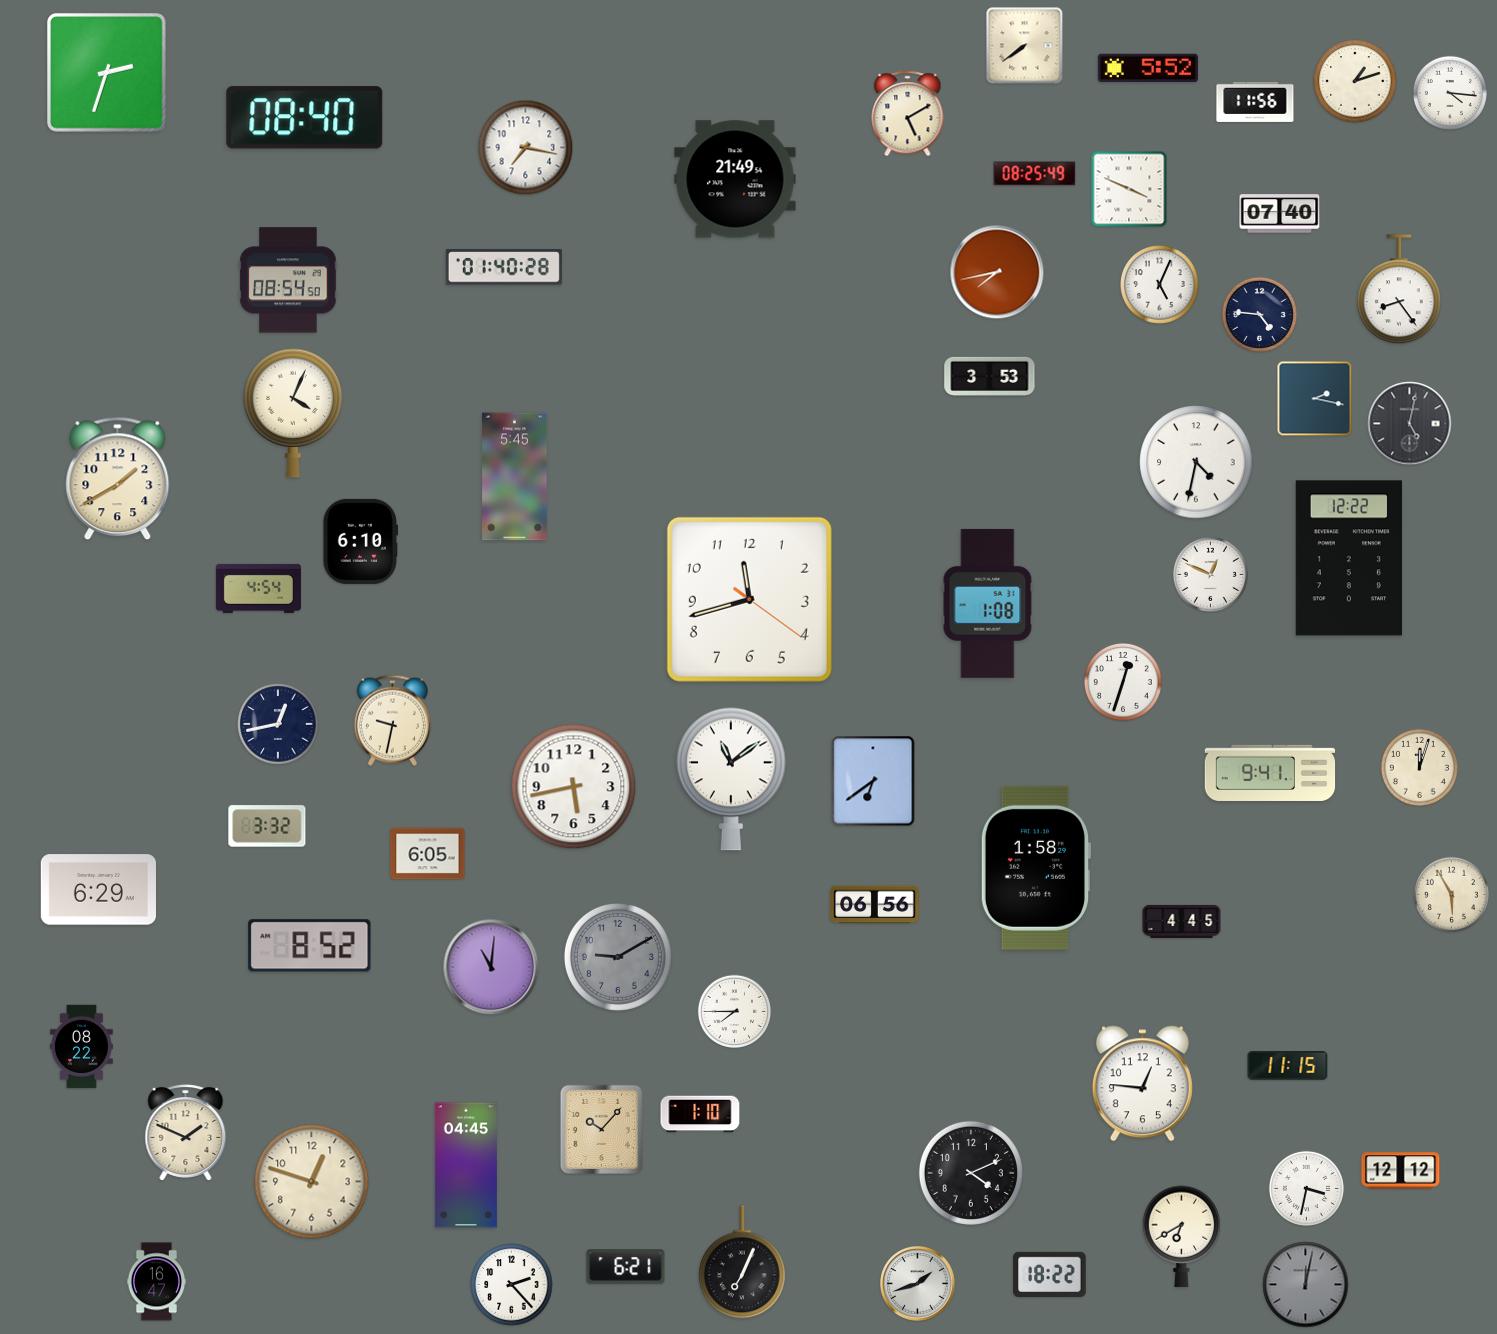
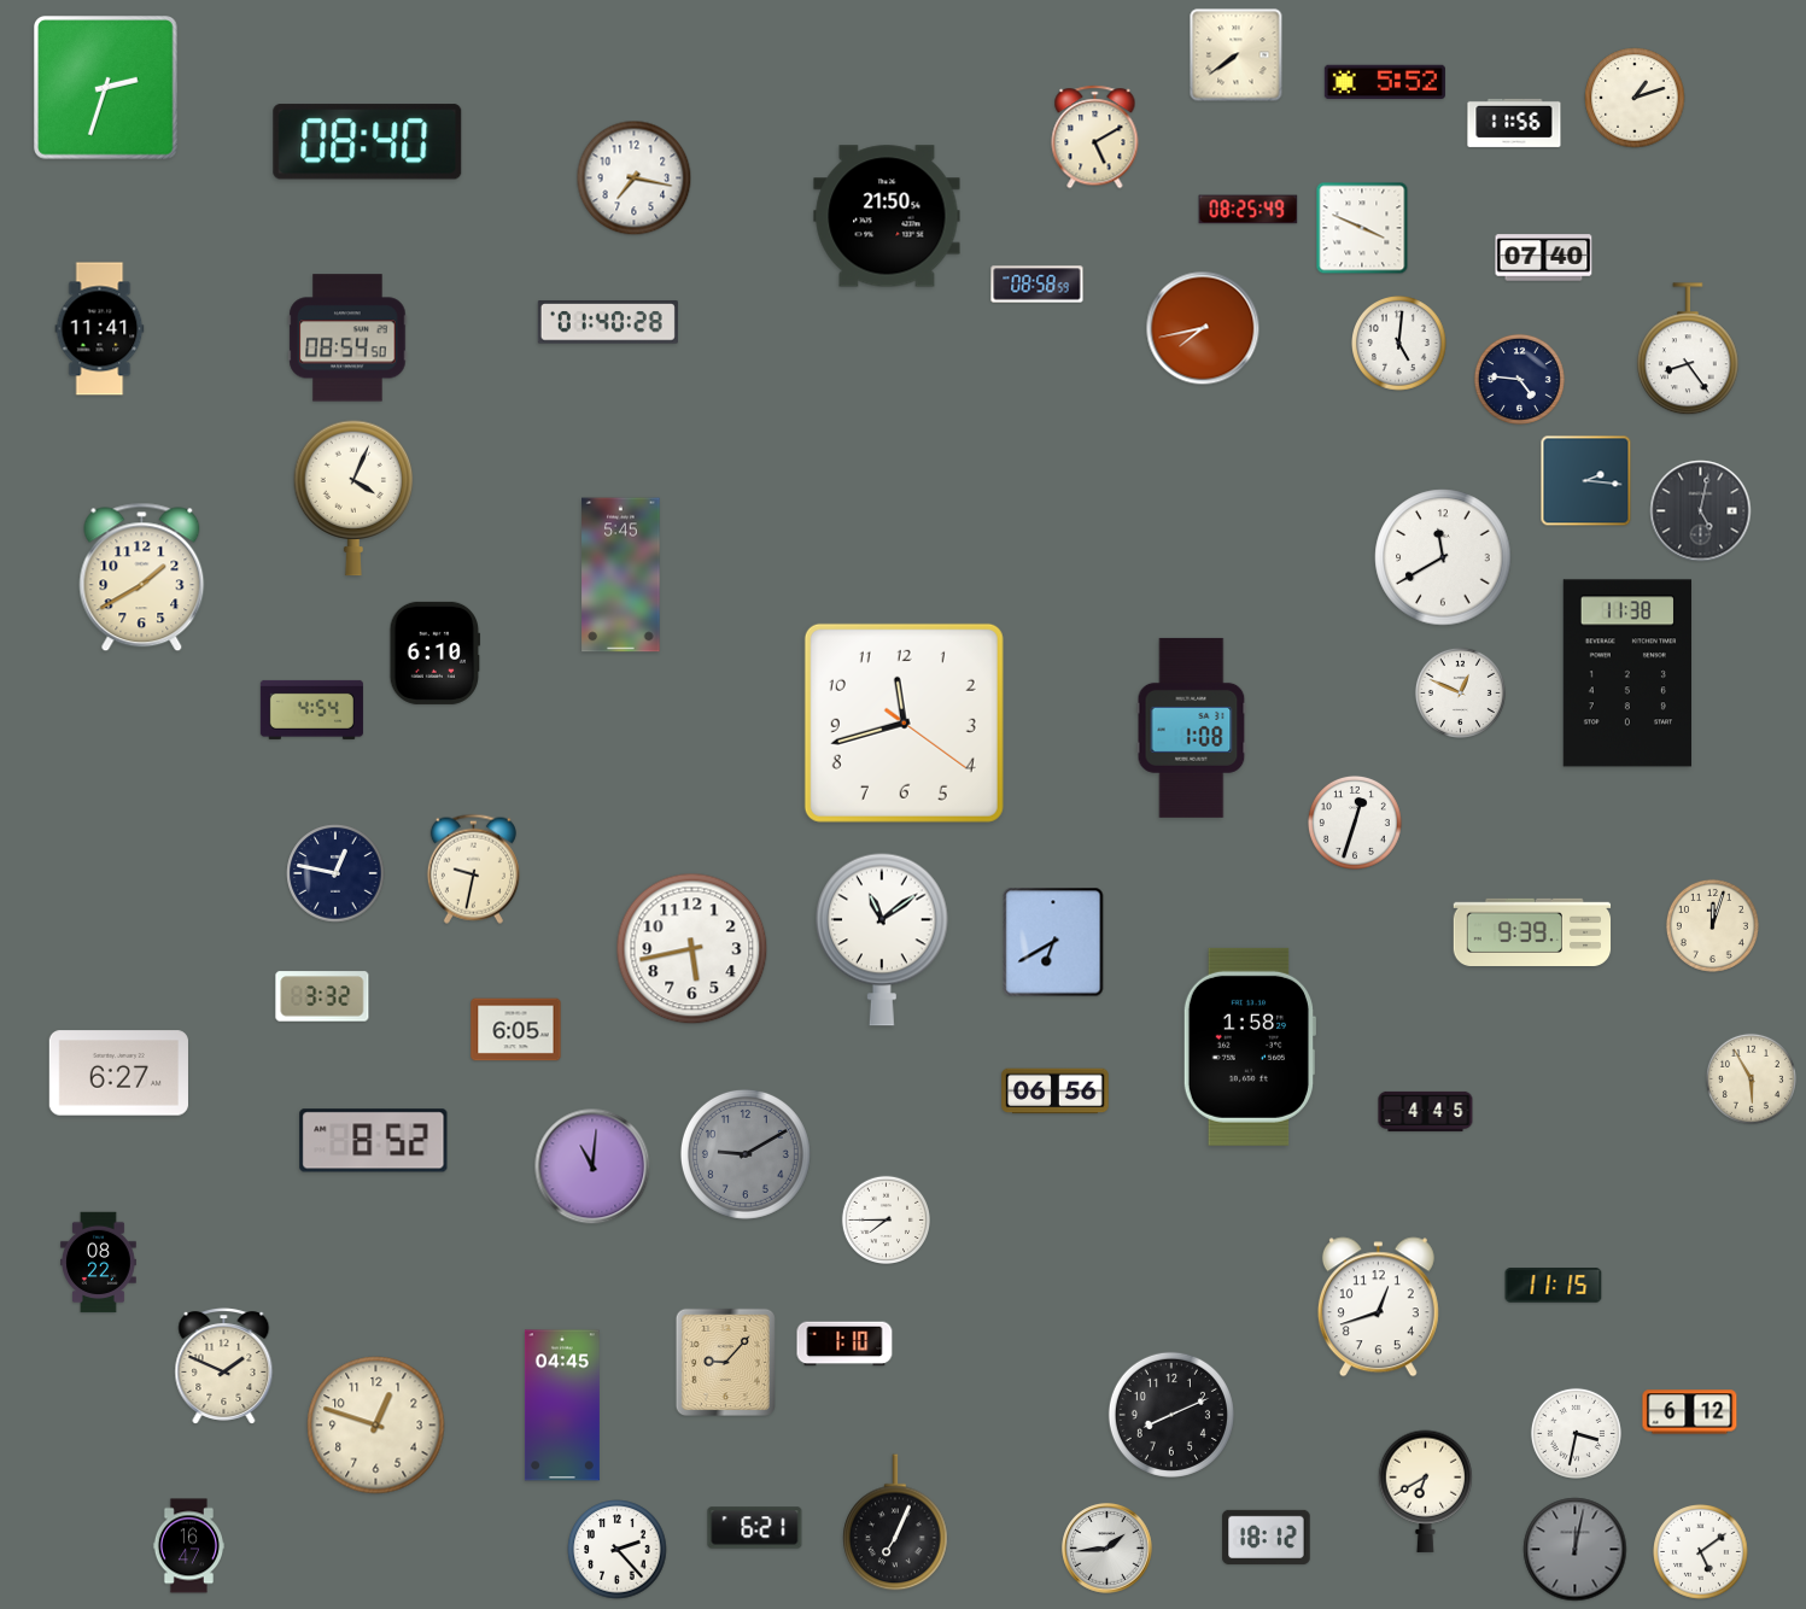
clock at (107, 73) position: (107, 73) -> (106, 88)
clock at (1450, 93): 4:16 -> none
clock at (735, 179): 21:49 -> 21:50
clock at (1038, 285): none -> 08:58
clock at (100, 329): none -> 11:41
clock at (1160, 285): 5:04 -> 5:01
clock at (990, 376): 3:53 -> none
clock at (1315, 399): 2:17 -> 2:16
clock at (1196, 462): 4:32 -> 11:40
clock at (1348, 558): 12:22 -> 11:38
clock at (278, 724): 12:43 -> 12:47
clock at (1270, 772): 9:41 -> 9:39
clock at (873, 781): 6:39 -> 6:40
clock at (98, 890): 6:29 -> 6:27
clock at (1142, 1084): 12:46 -> 12:42
clock at (601, 1129): 10:07 -> 9:07
clock at (1401, 1171): 12:12 -> 6:12
clock at (971, 1173): 4:11 -> 8:11
clock at (1050, 1274): 18:22 -> 18:12
clock at (918, 1284): 1:42 -> 1:44
clock at (1701, 1552): none -> 5:09
